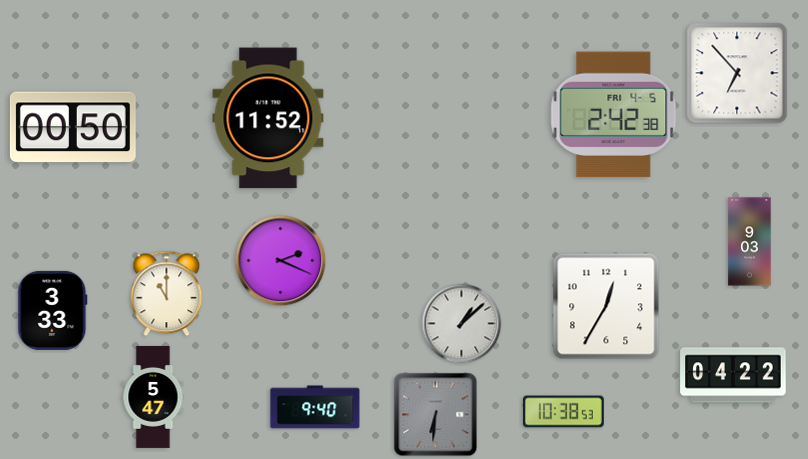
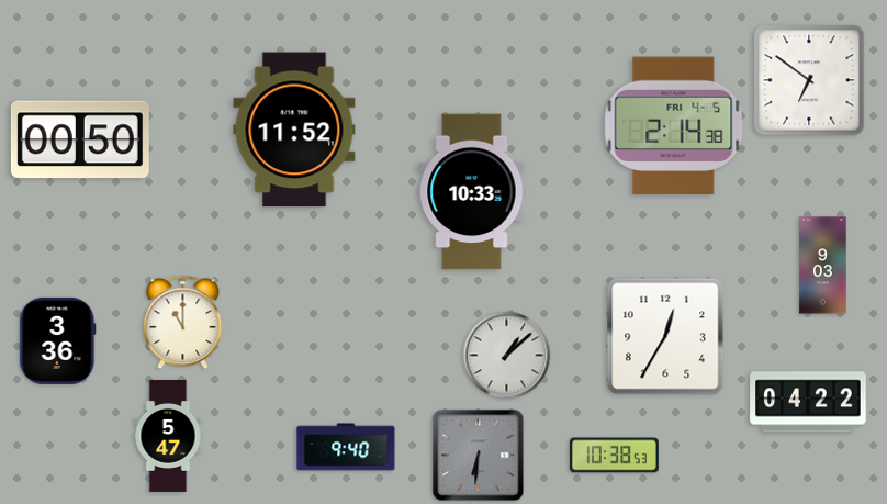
clock at (737, 73): 6:53 -> 6:51
clock at (614, 115): 2:42 -> 2:14
clock at (472, 192): none -> 10:33
clock at (281, 261): 2:19 -> none
clock at (53, 310): 3:33 -> 3:36
clock at (733, 375) position: (733, 375) -> (808, 402)
clock at (564, 412) position: (564, 412) -> (615, 456)
